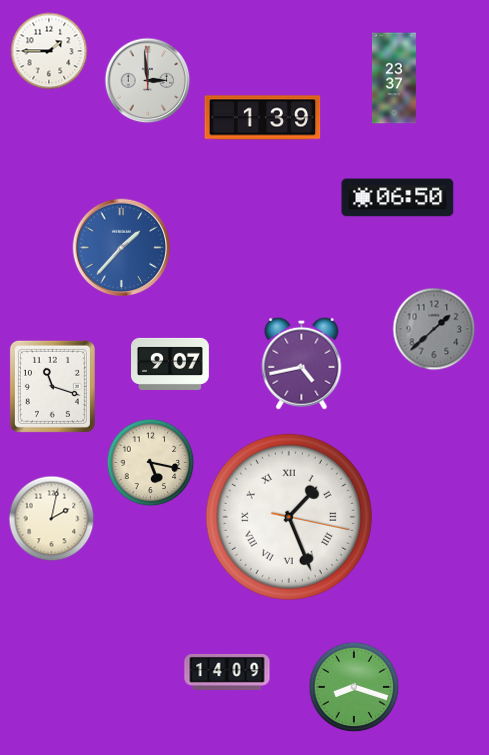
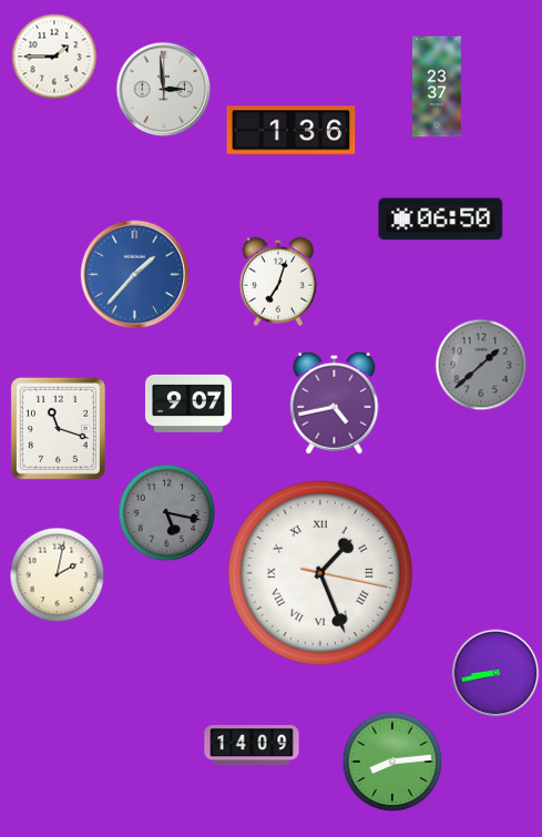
clock at (263, 118): 1:39 -> 1:36
clock at (278, 282): none -> 7:03
clock at (151, 463) dial: cream -> grey
clock at (495, 673): none -> 8:43
clock at (354, 687): 8:18 -> 8:14
